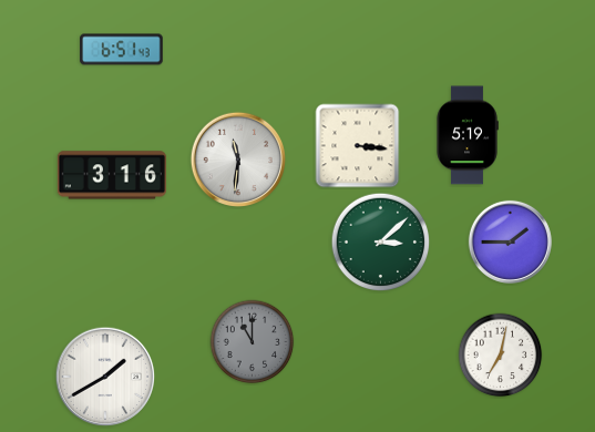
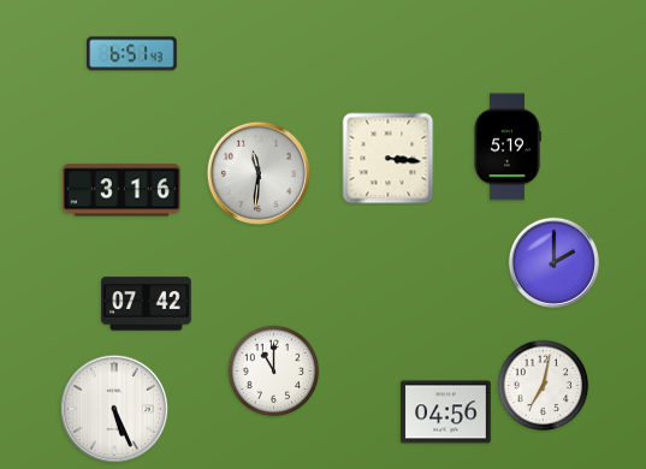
clock at (510, 241): 1:45 -> 2:00
clock at (381, 243): 3:08 -> none
clock at (147, 304): none -> 07:42
clock at (253, 342) dial: grey -> white
clock at (105, 377): 1:40 -> 5:26
clock at (446, 412): none -> 04:56
